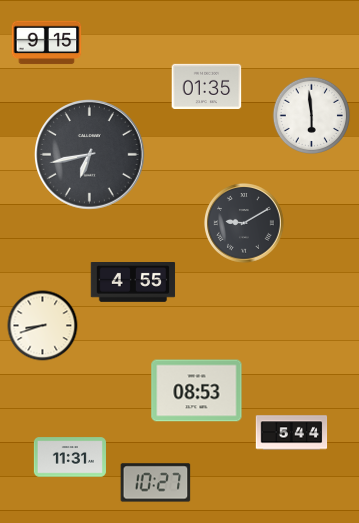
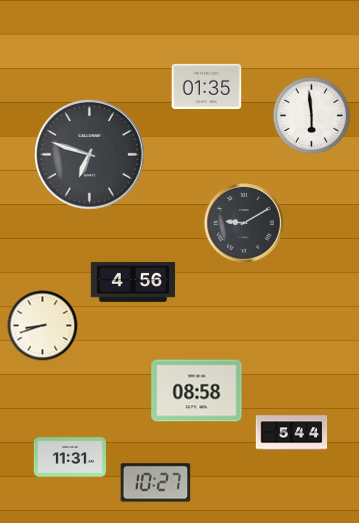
clock at (47, 43): 9:15 -> none
clock at (90, 155): 6:43 -> 6:48
clock at (133, 283): 4:55 -> 4:56
clock at (197, 391): 08:53 -> 08:58
